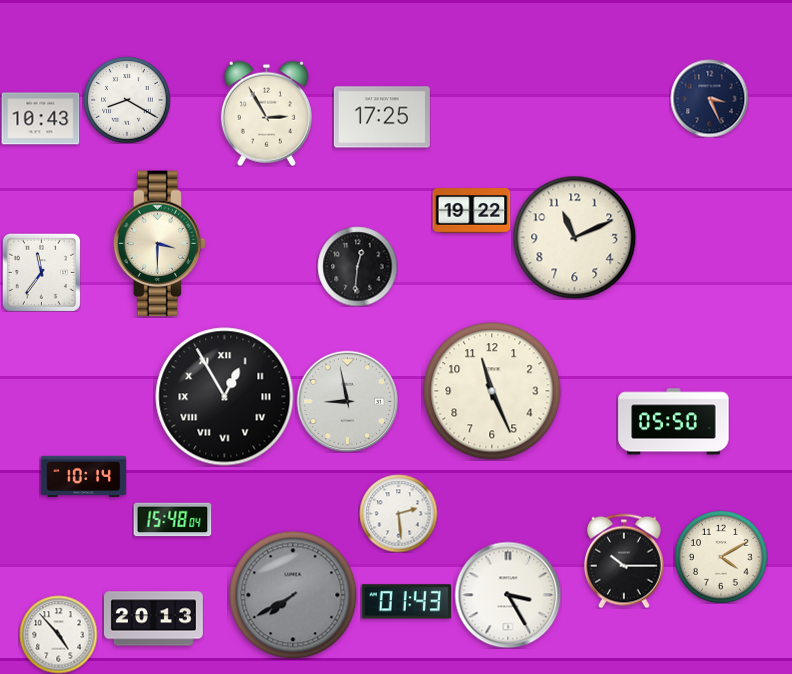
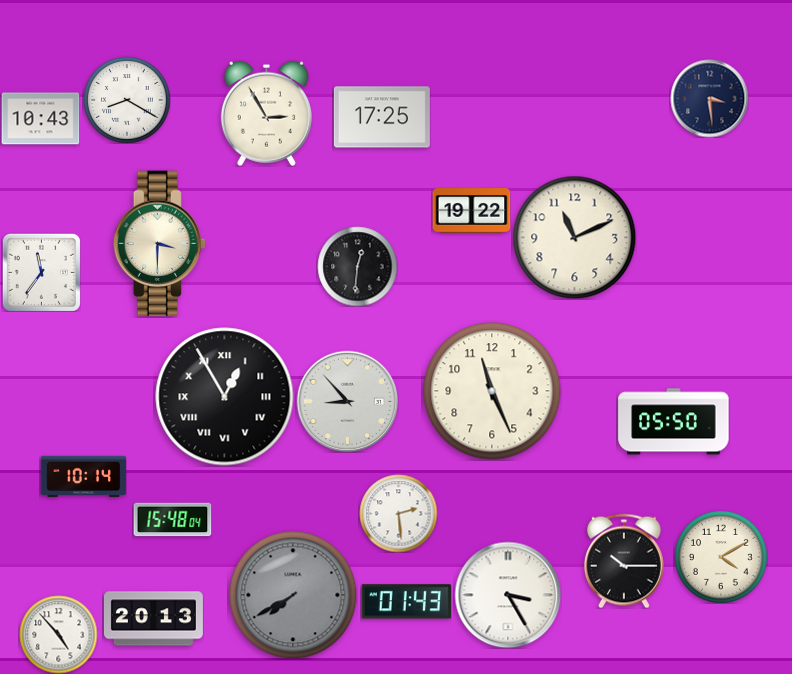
clock at (709, 98): 3:26 -> 3:29
clock at (347, 401): 8:58 -> 8:53
